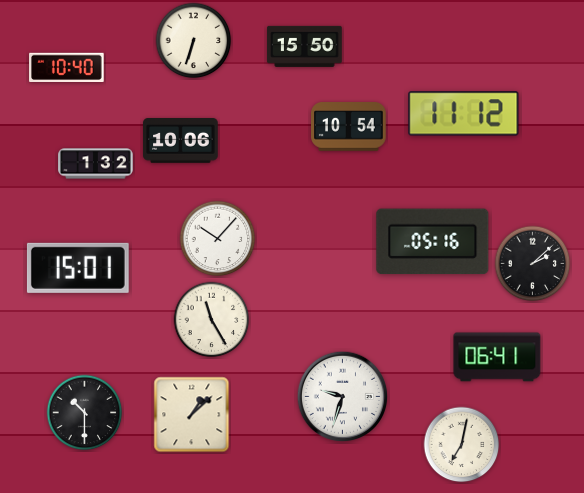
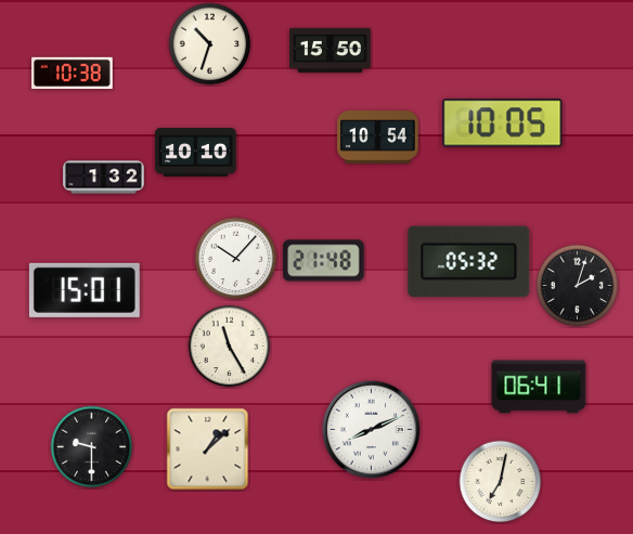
clock at (194, 41): 6:33 -> 10:33
clock at (67, 67): 10:40 -> 10:38
clock at (464, 114): 11:12 -> 10:05
clock at (181, 141): 10:06 -> 10:10
clock at (324, 261): none -> 21:48
clock at (433, 242): 05:16 -> 05:32
clock at (533, 264): 2:08 -> 2:03
clock at (343, 397): 9:33 -> 8:11
clock at (85, 413): 10:30 -> 9:30
